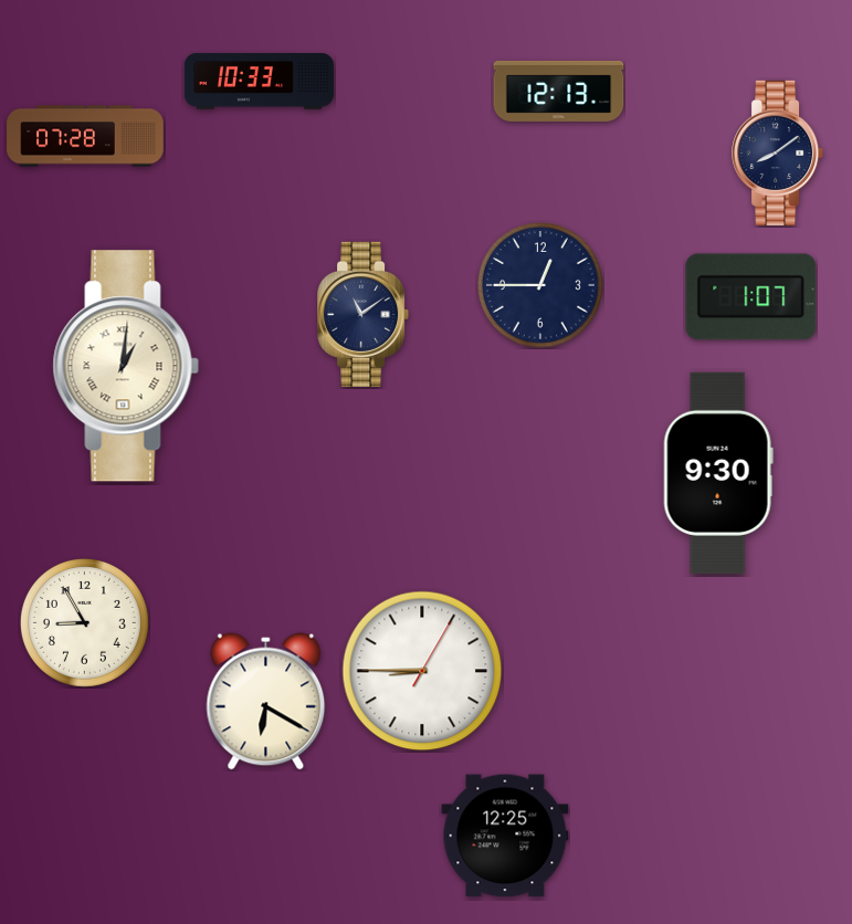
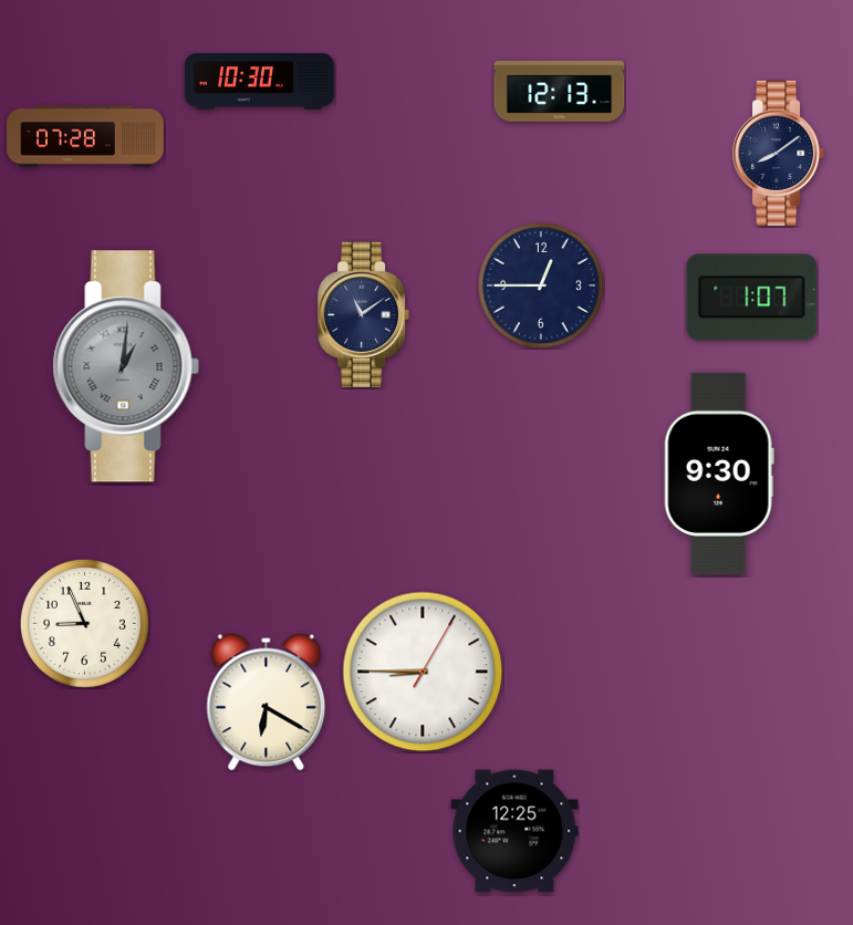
clock at (259, 82): 10:33 -> 10:30
clock at (126, 366) dial: cream -> grey
clock at (84, 622): 8:55 -> 8:56
clock at (505, 836) position: (505, 836) -> (514, 831)
